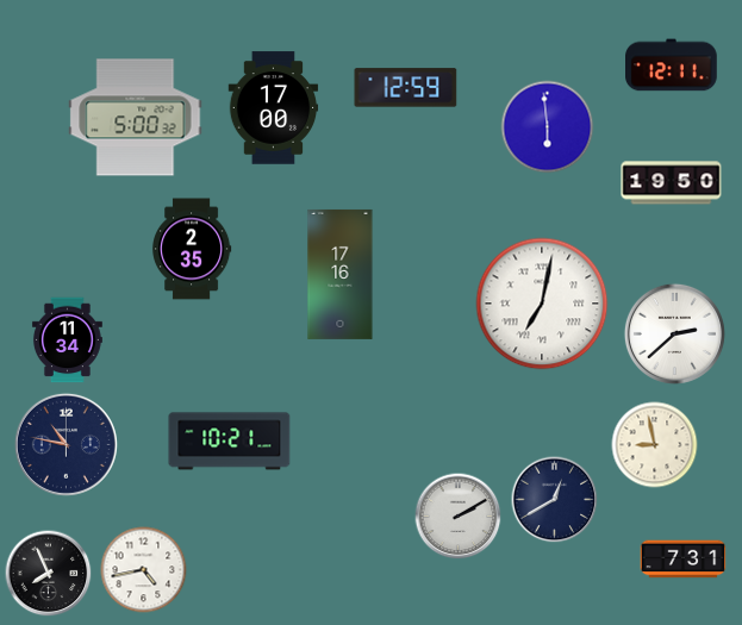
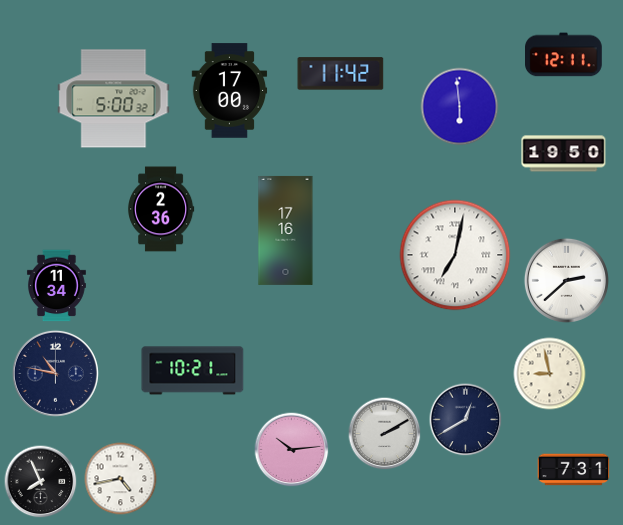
clock at (406, 88): 12:59 -> 11:42
clock at (192, 249): 2:35 -> 2:36
clock at (292, 450): none -> 10:14
